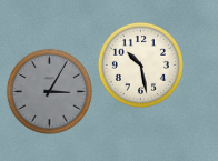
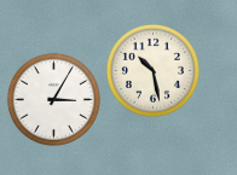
clock at (49, 91) dial: grey -> white
